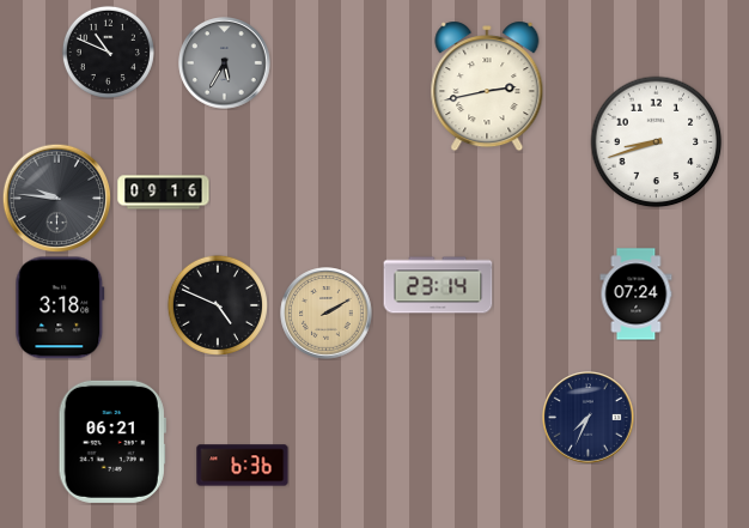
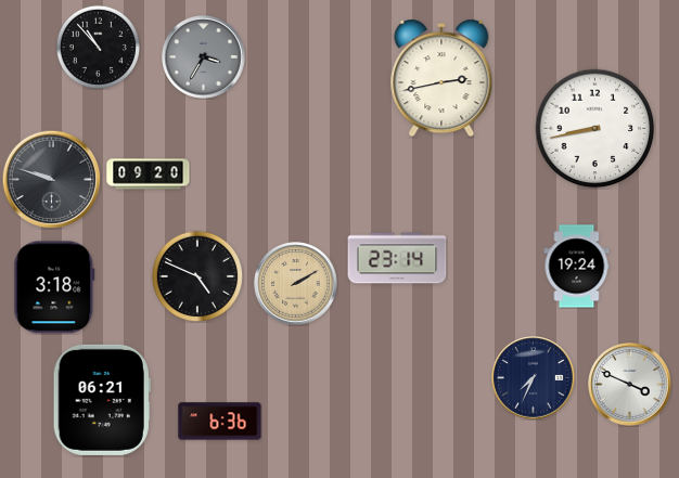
clock at (108, 51): 10:49 -> 10:53
clock at (225, 63): 5:35 -> 3:35
clock at (657, 142): 8:42 -> 8:43
clock at (164, 193): 09:16 -> 09:20
clock at (56, 198): 9:46 -> 9:48
clock at (637, 295): 07:24 -> 19:24
clock at (60, 308) position: (60, 308) -> (54, 287)
clock at (630, 385): none -> 3:49
